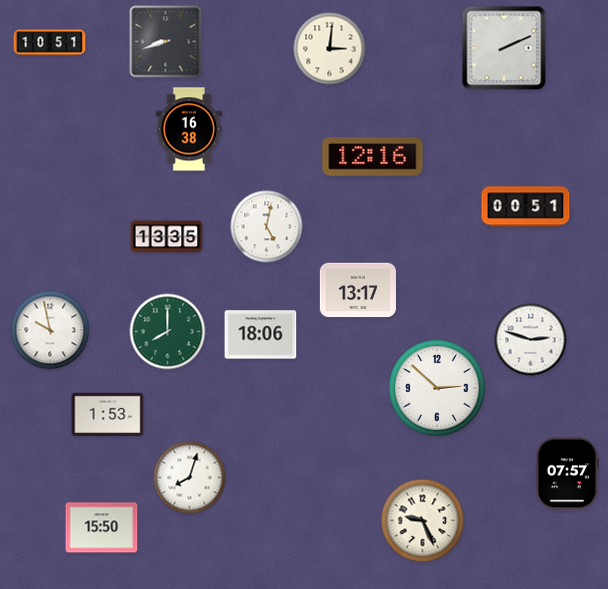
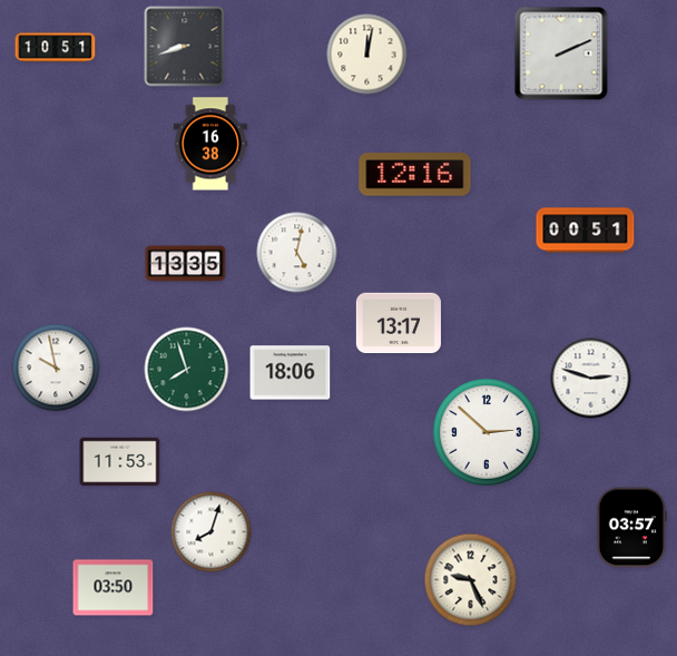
clock at (330, 49): 3:01 -> 12:02
clock at (168, 332): 8:00 -> 7:57
clock at (108, 415): 1:53 -> 11:53
clock at (567, 474): 07:57 -> 03:57
clock at (102, 528): 15:50 -> 03:50
